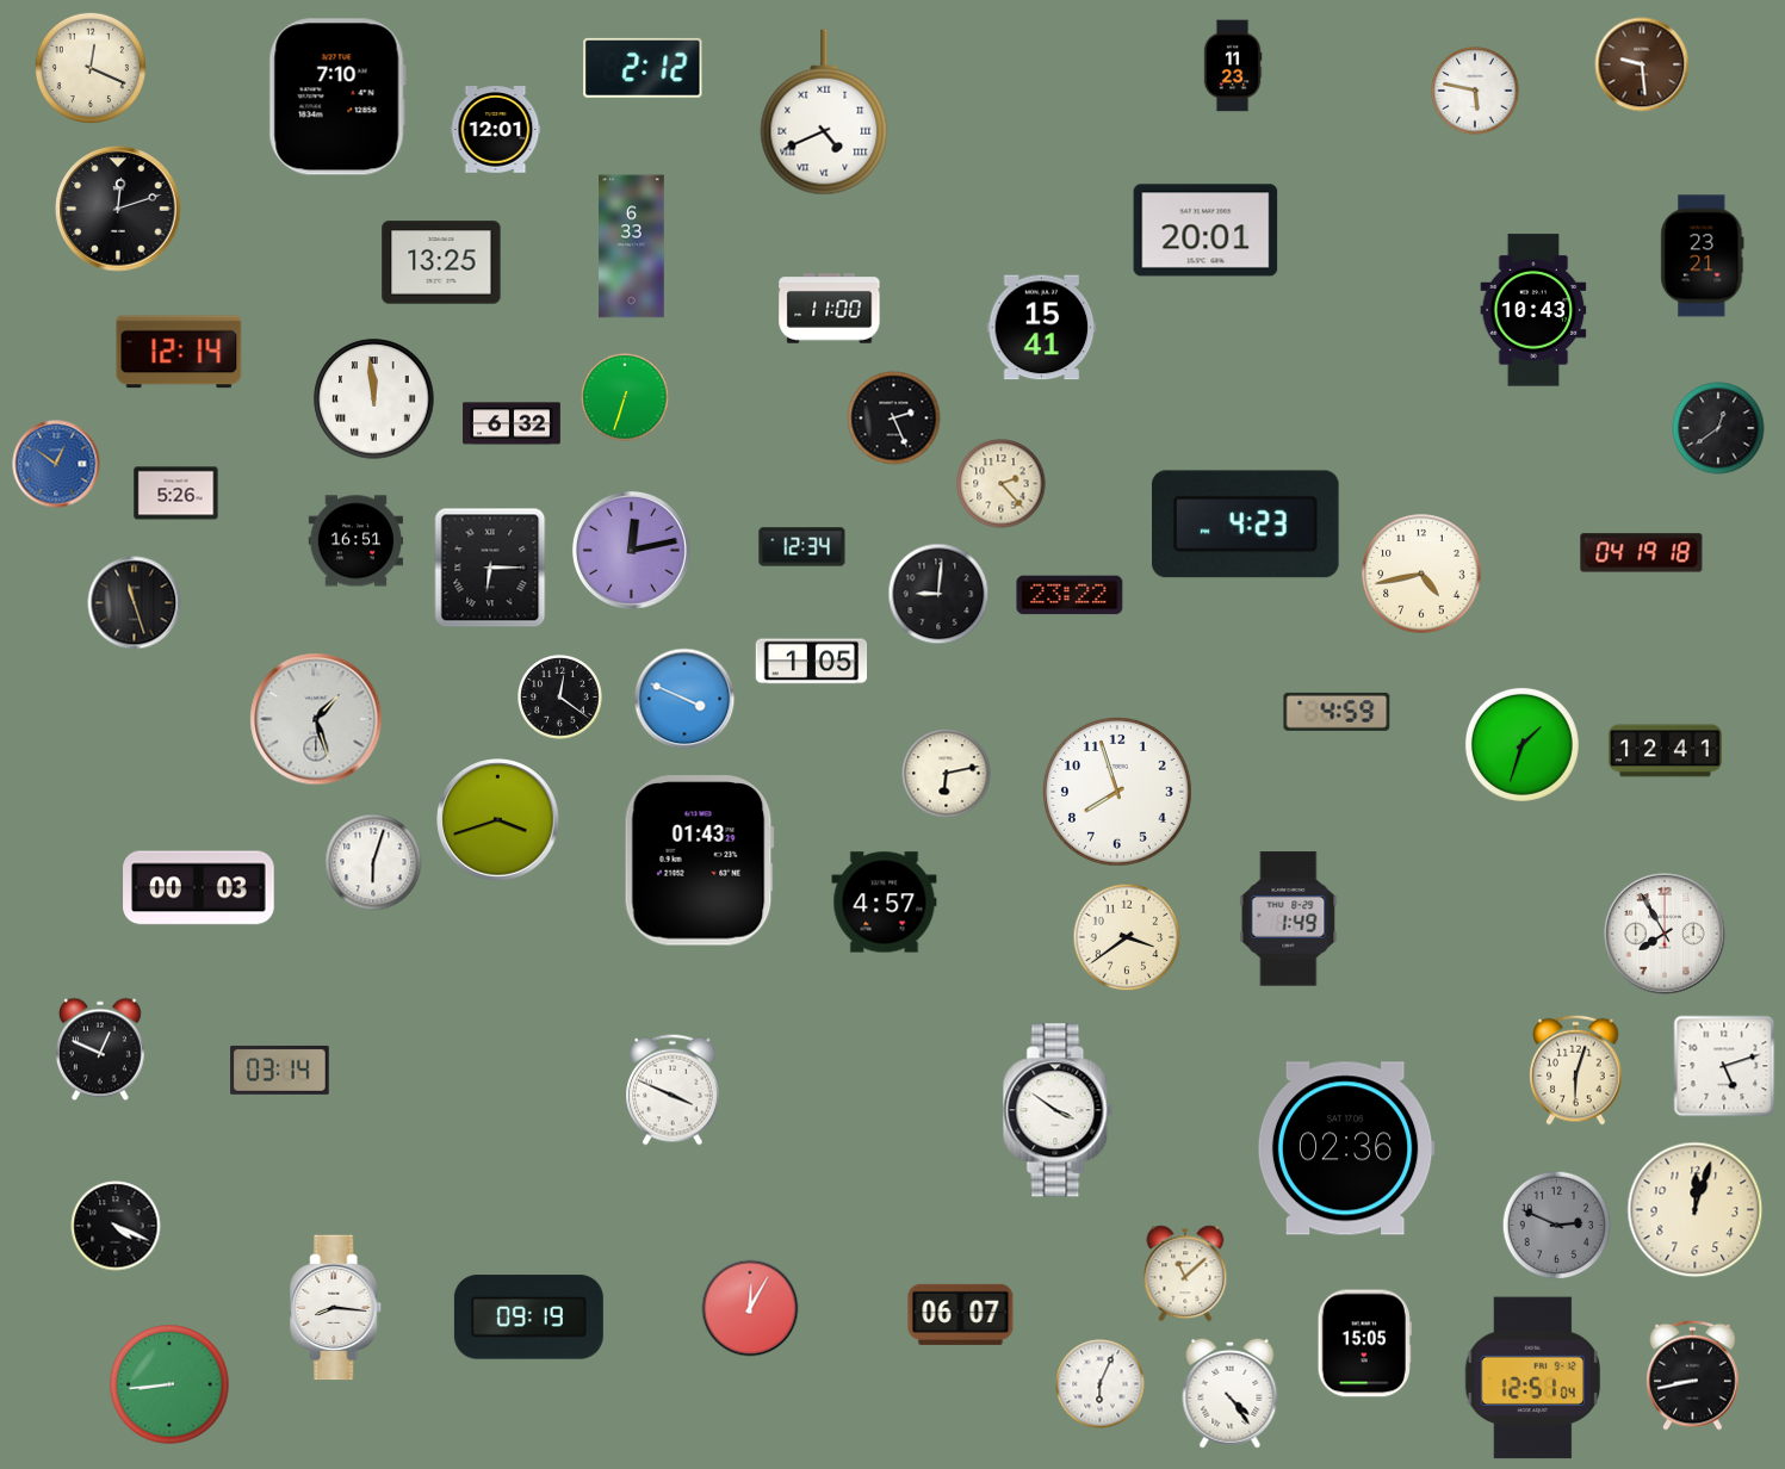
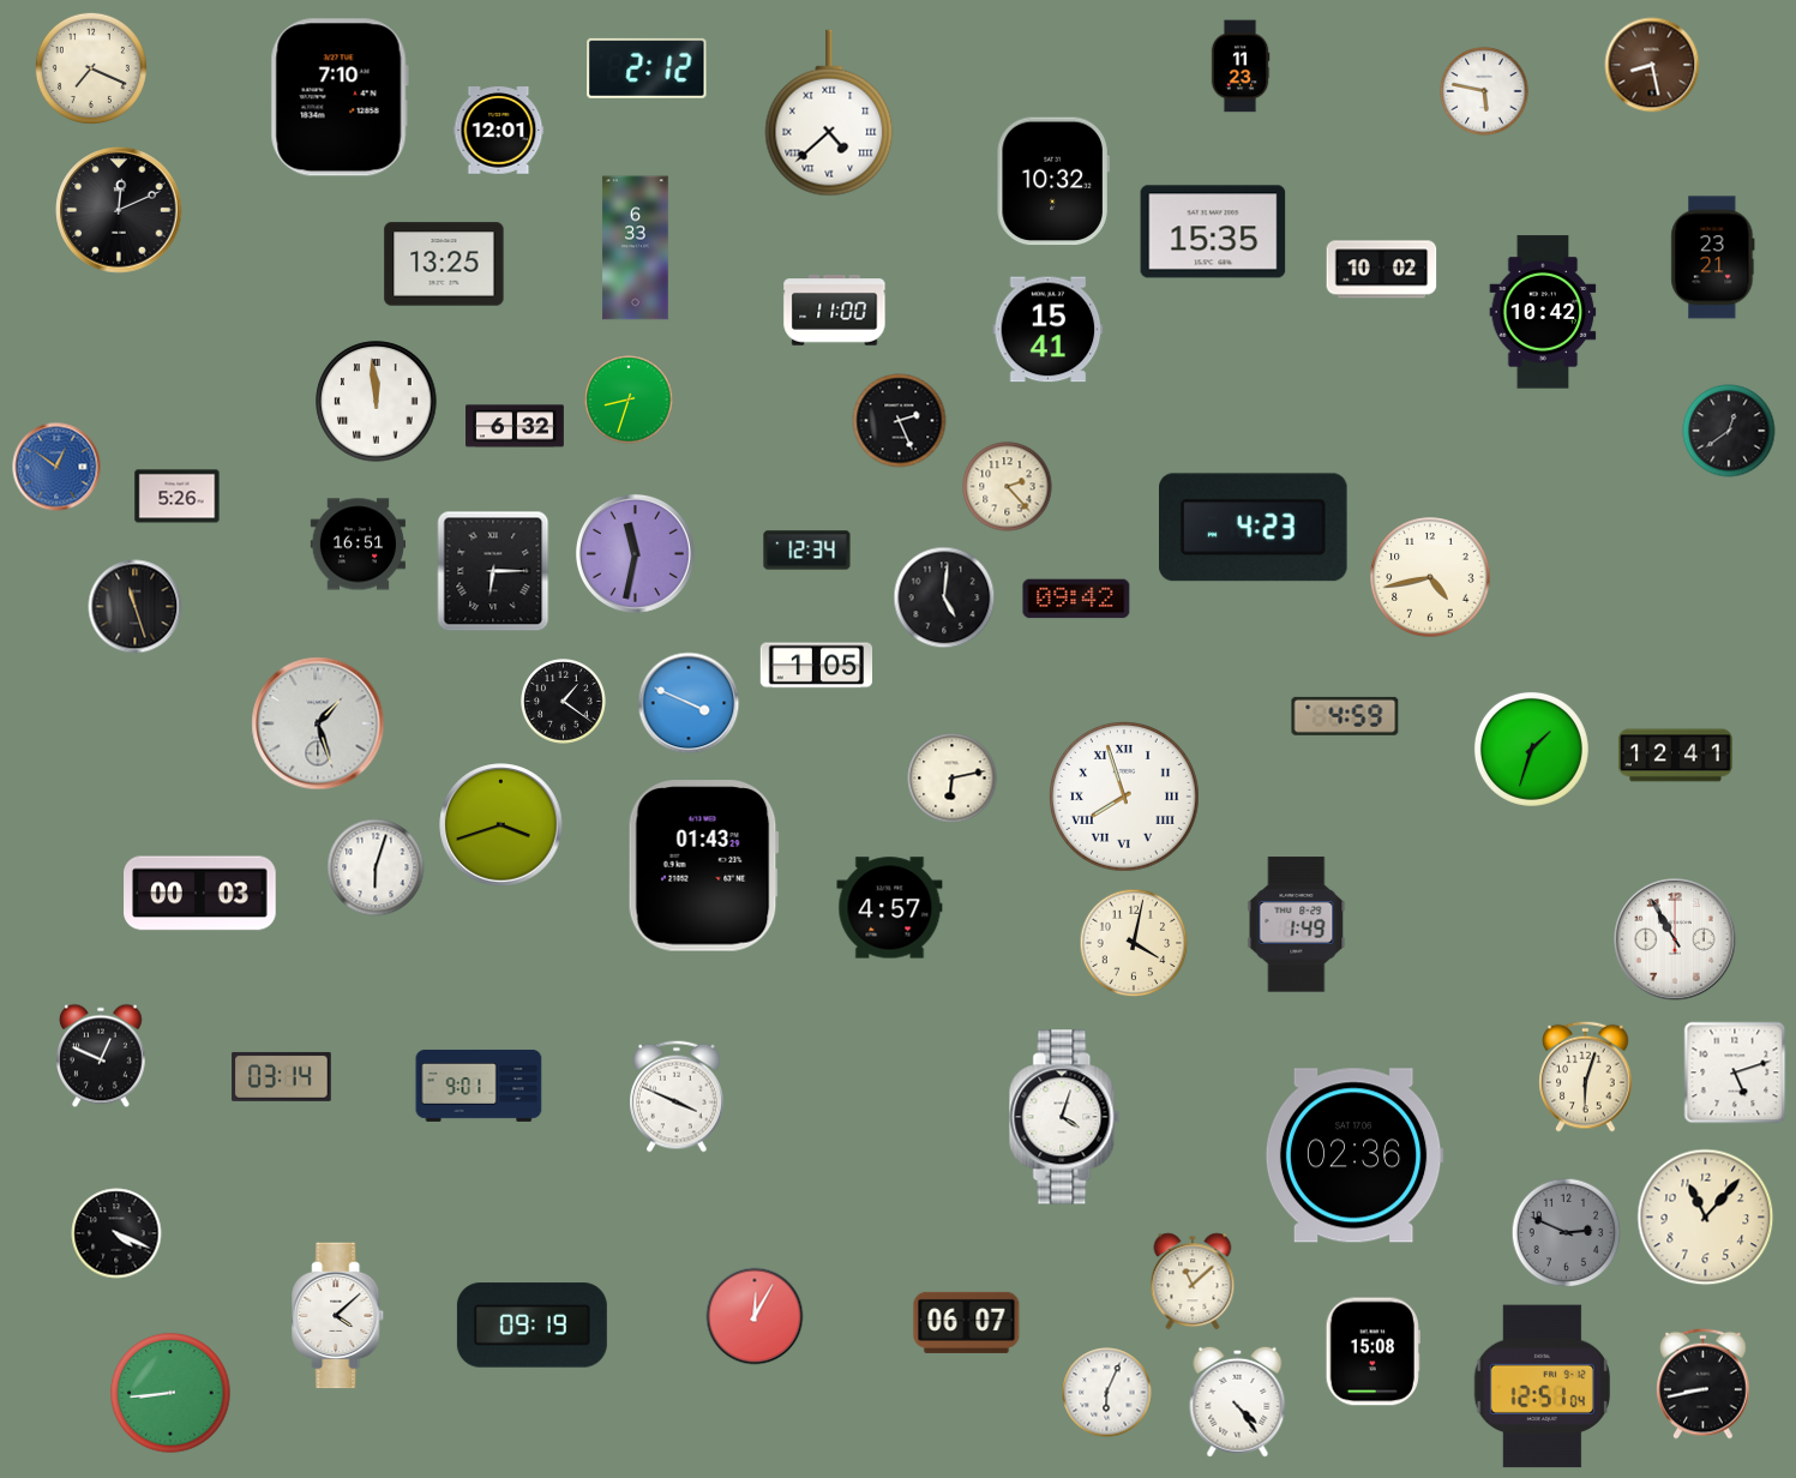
clock at (1642, 64): 9:29 -> 8:28
clock at (91, 68): 12:19 -> 7:19
clock at (824, 112): 4:41 -> 4:38
clock at (1053, 181): none -> 10:32
clock at (118, 209): 12:12 -> 12:11
clock at (1206, 230): 20:01 -> 15:35
clock at (1382, 270): none -> 10:02
clock at (1533, 310): 10:43 -> 10:42
clock at (179, 352): 12:14 -> none
clock at (625, 397): 6:33 -> 8:33
clock at (631, 550): 12:13 -> 11:32
clock at (1642, 553): 04:19 -> none
clock at (938, 594): 9:01 -> 5:01
clock at (1070, 595): 23:22 -> 09:42
clock at (560, 698): 12:21 -> 1:21
clock at (1118, 793) numerals: Arabic -> Roman
clock at (1666, 935): 7:55 -> 10:55
clock at (1127, 937): 3:39 -> 4:02
clock at (479, 1086): none -> 9:01
clock at (1058, 1110): 3:51 -> 4:03
clock at (1696, 1210): 12:03 -> 11:07
clock at (336, 1308): 8:16 -> 4:08
clock at (1364, 1344): 15:05 -> 15:08
